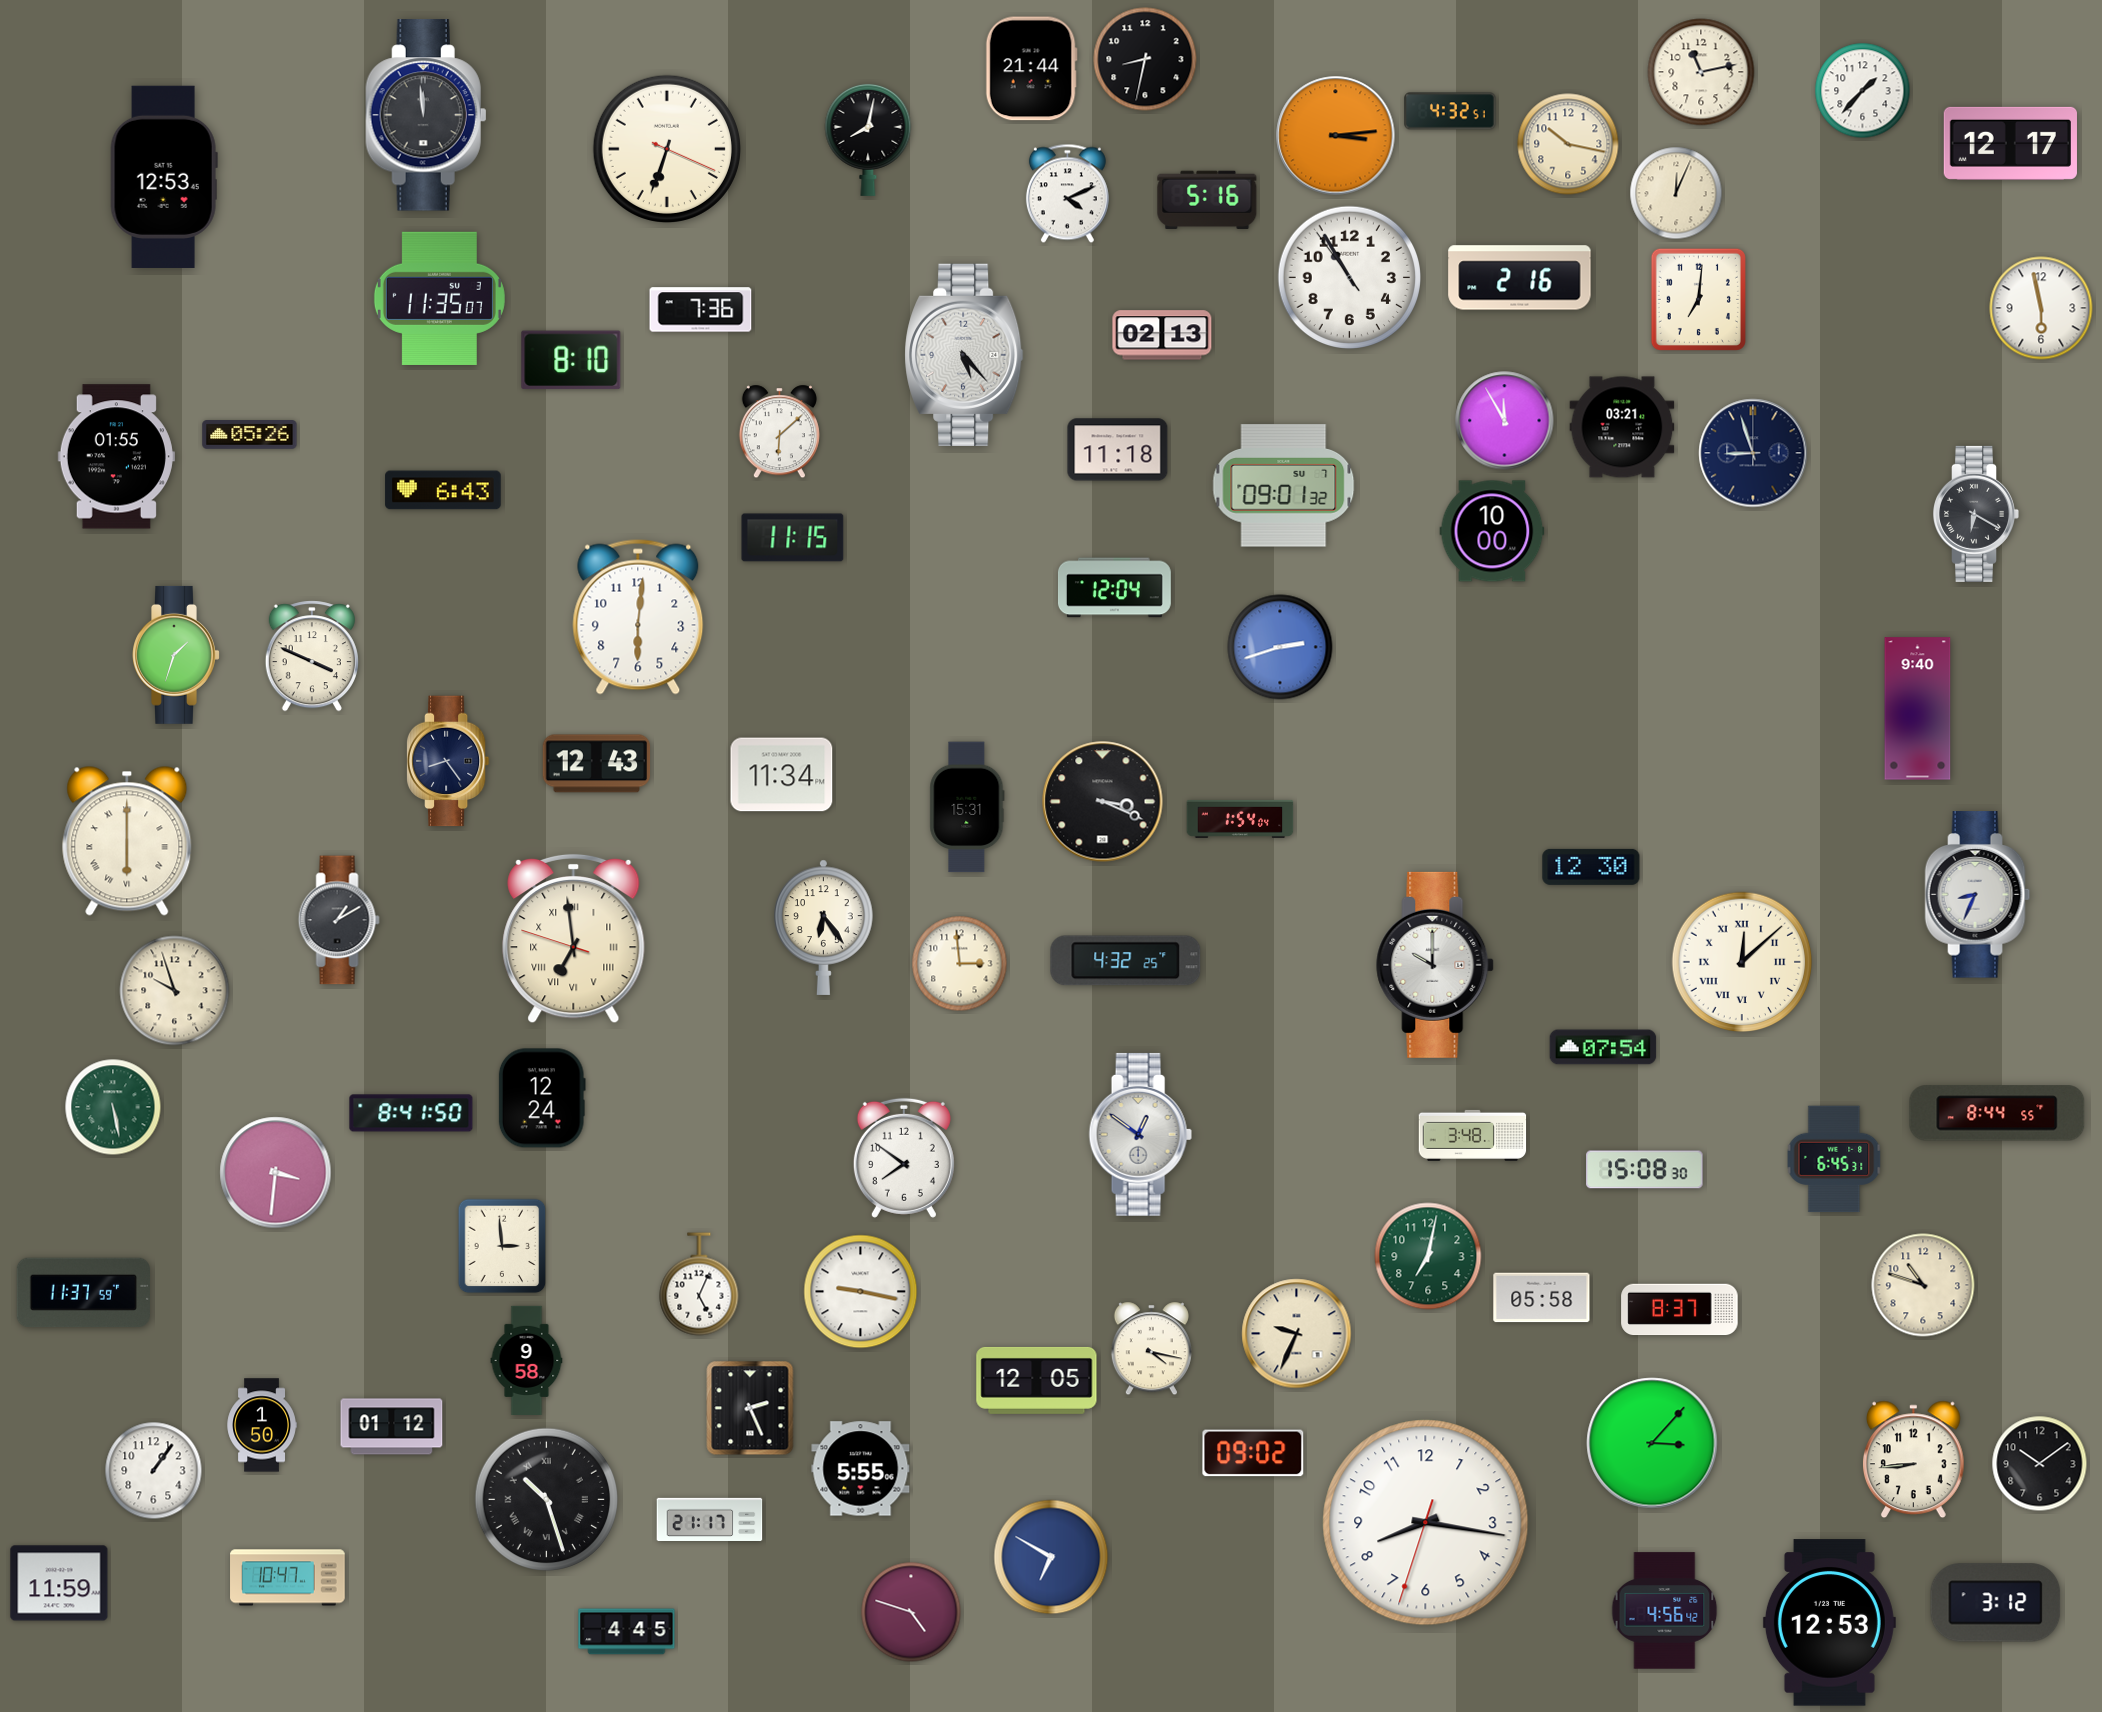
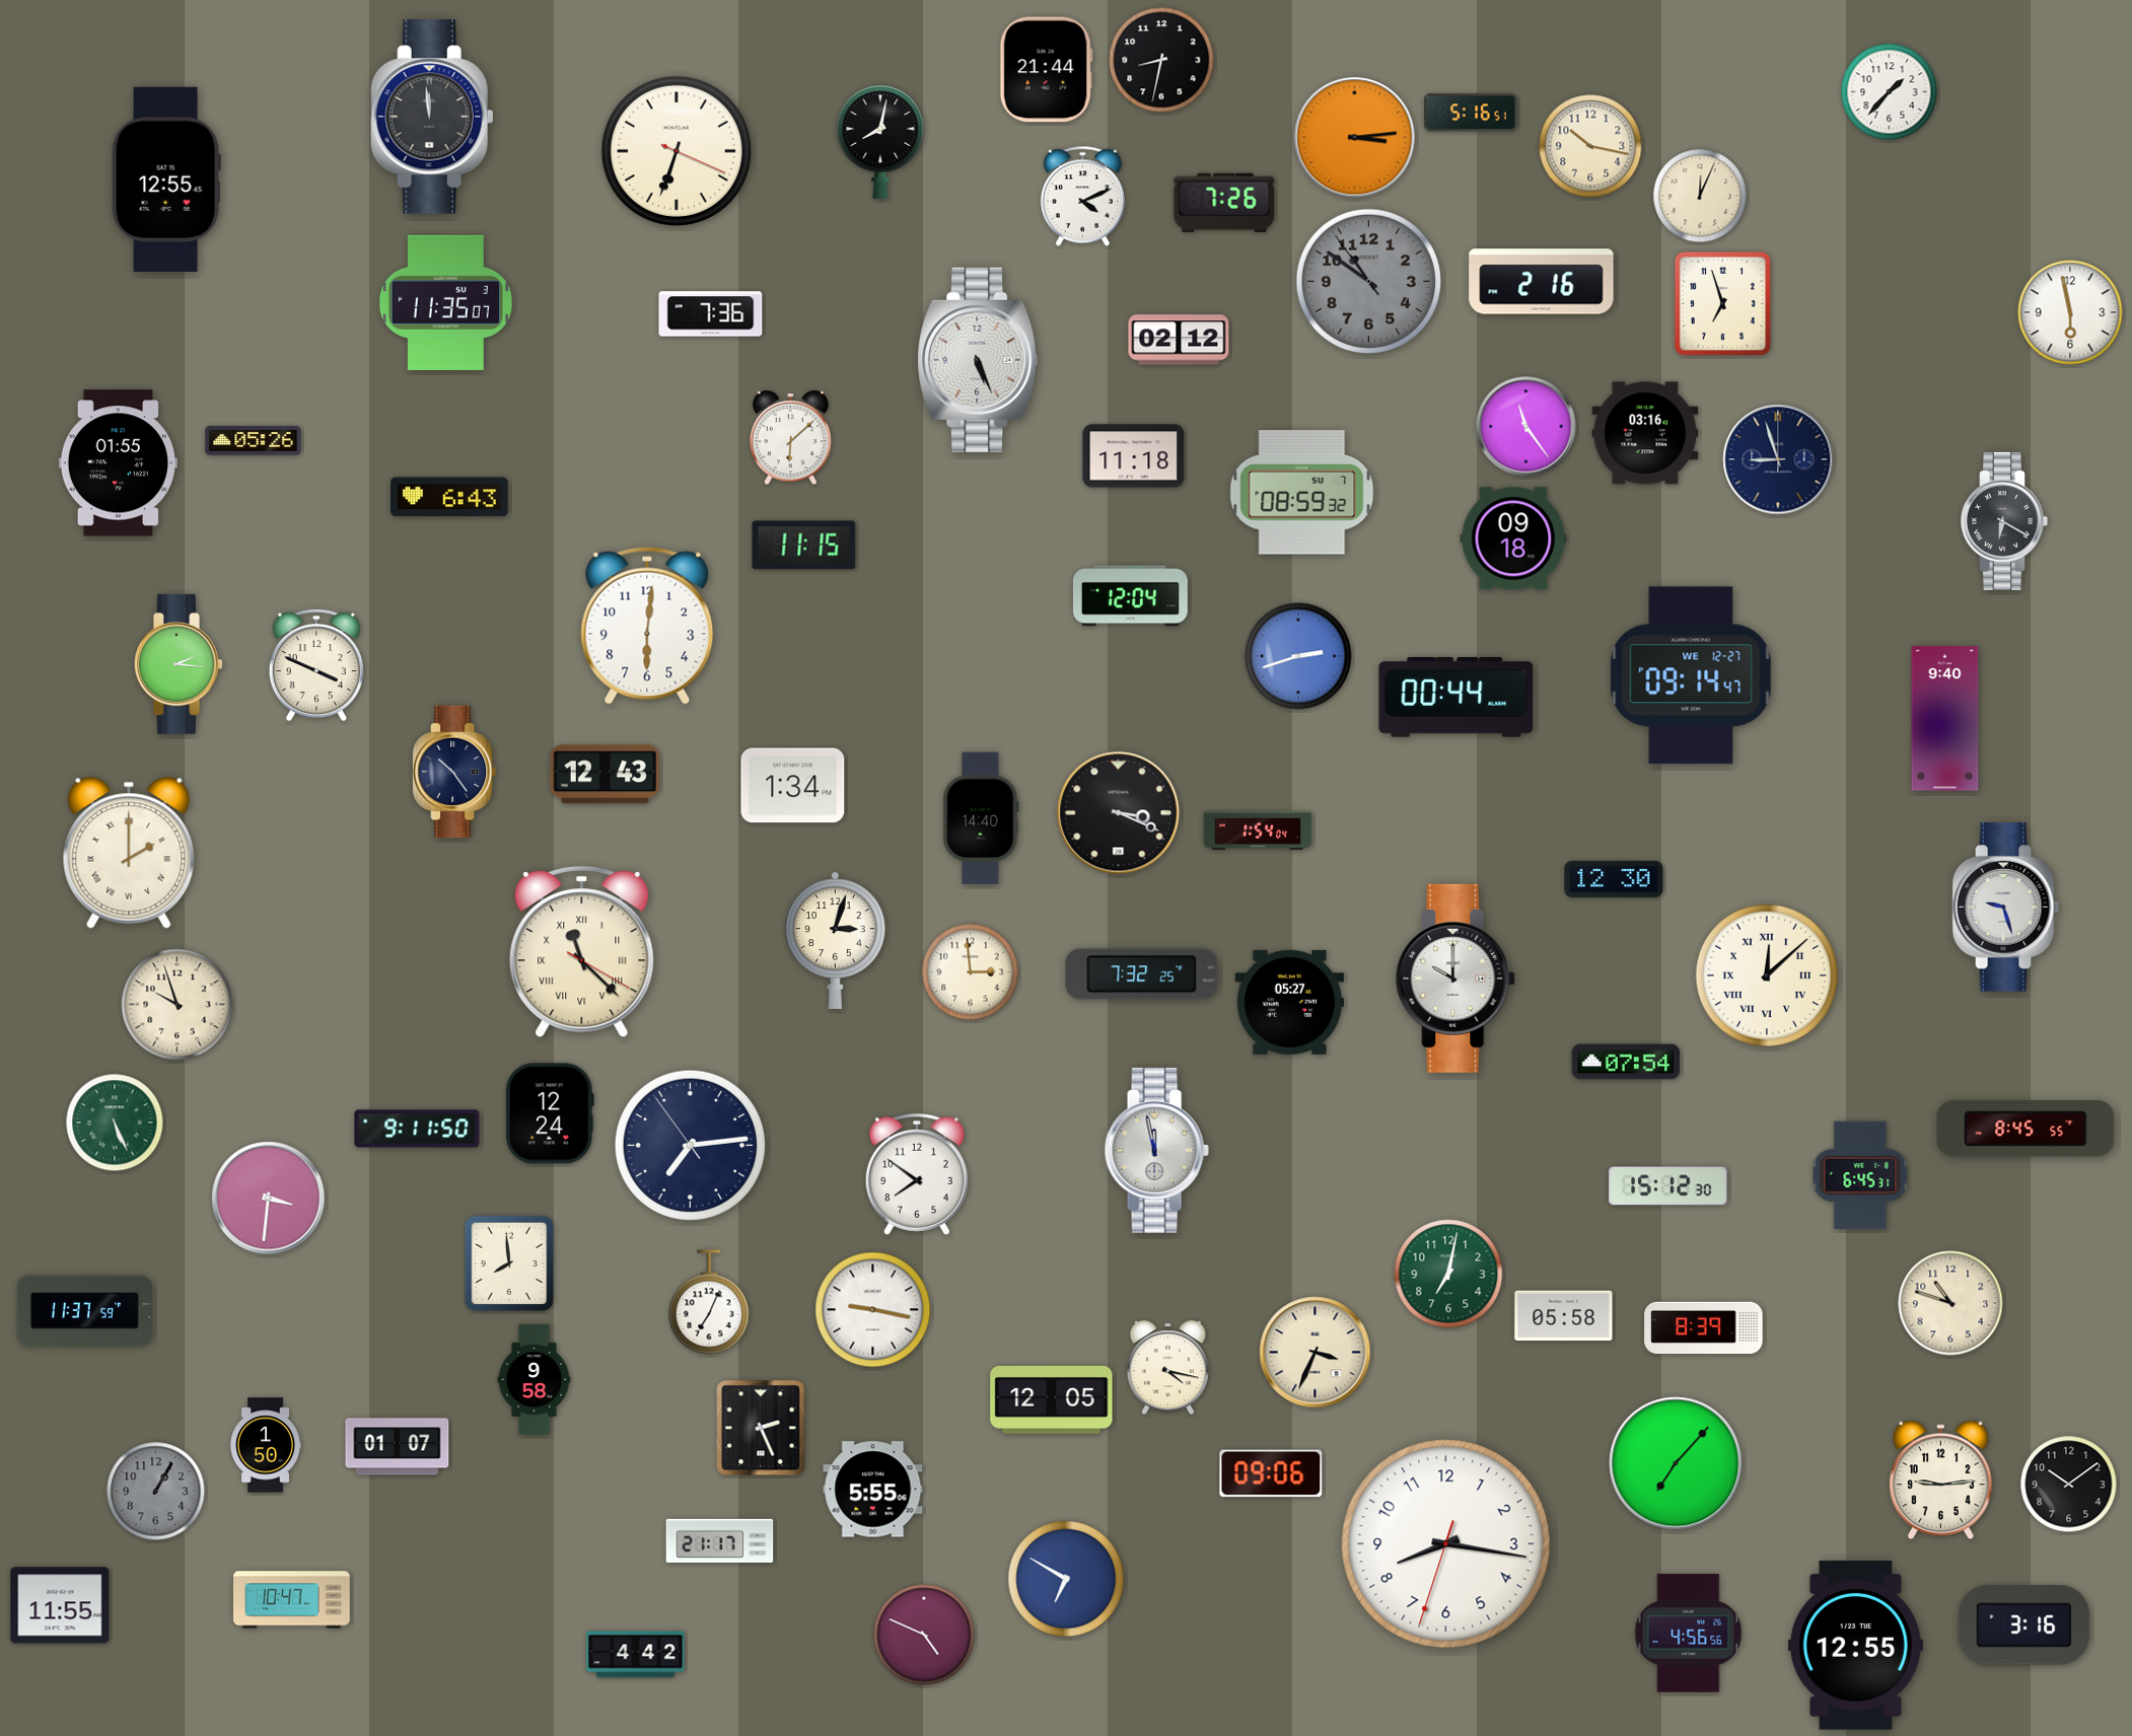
clock at (1701, 72): 11:13 -> none
clock at (1450, 111): 4:32 -> 5:16
clock at (2010, 143): 12:17 -> none
clock at (164, 177): 12:53 -> 12:55
clock at (1207, 200): 5:16 -> 7:26
clock at (1349, 277): 10:54 -> 10:50
clock at (1349, 277) dial: white -> grey
clock at (1698, 299): 7:01 -> 6:57
clock at (1162, 335): 02:13 -> 02:12
clock at (964, 355): 5:23 -> 5:26
clock at (571, 360): 8:10 -> none
clock at (1505, 421): 11:55 -> 11:24
clock at (1622, 427): 03:21 -> 03:16
clock at (1284, 486): 09:01 -> 08:59
clock at (1492, 531): 10:00 -> 09:18
clock at (176, 655): 1:33 -> 2:16
clock at (1691, 675): none -> 09:14
clock at (1456, 697): none -> 00:44
clock at (448, 761): 8:24 -> 10:24
clock at (782, 775): 11:34 -> 1:34
clock at (967, 807): 15:31 -> 14:40
clock at (127, 841): 6:00 -> 2:00
clock at (1978, 895): 8:34 -> 9:27
clock at (339, 920): 1:10 -> none
clock at (824, 927): 6:24 -> 3:03
clock at (574, 939): 6:58 -> 11:22
clock at (1126, 961): 4:32 -> 7:32
clock at (960, 964) position: (960, 964) -> (971, 972)
clock at (1290, 1002): none -> 05:27
clock at (113, 1107): 5:28 -> 5:26
clock at (411, 1113): 8:41 -> 9:11
clock at (1997, 1113): 8:44 -> 8:45
clock at (690, 1145): none -> 7:13
clock at (1140, 1134): 12:51 -> 11:58
clock at (1473, 1135): 3:48 -> none
clock at (1645, 1170): 15:08 -> 15:12
clock at (276, 1173) position: (276, 1173) -> (269, 1199)
clock at (502, 1246): 2:59 -> 7:59
clock at (699, 1284): 5:04 -> 7:04
clock at (1680, 1310): 8:37 -> 8:39
clock at (1297, 1334): 9:34 -> 3:34
clock at (392, 1427): 01:12 -> 01:07
clock at (1652, 1443): 3:07 -> 7:07
clock at (1253, 1453): 09:02 -> 09:06
clock at (1913, 1460): 8:44 -> 9:14
clock at (154, 1471): 1:06 -> 1:05
clock at (154, 1471) dial: white -> grey
clock at (546, 1499): 10:27 -> none
clock at (59, 1583): 11:59 -> 11:55
clock at (1996, 1603): 3:12 -> 3:16
clock at (1665, 1611): 4:56:42 -> 4:56:56
clock at (911, 1612): 4:48 -> 4:49
clock at (1829, 1623): 12:53 -> 12:55
clock at (627, 1632): 4:45 -> 4:42
